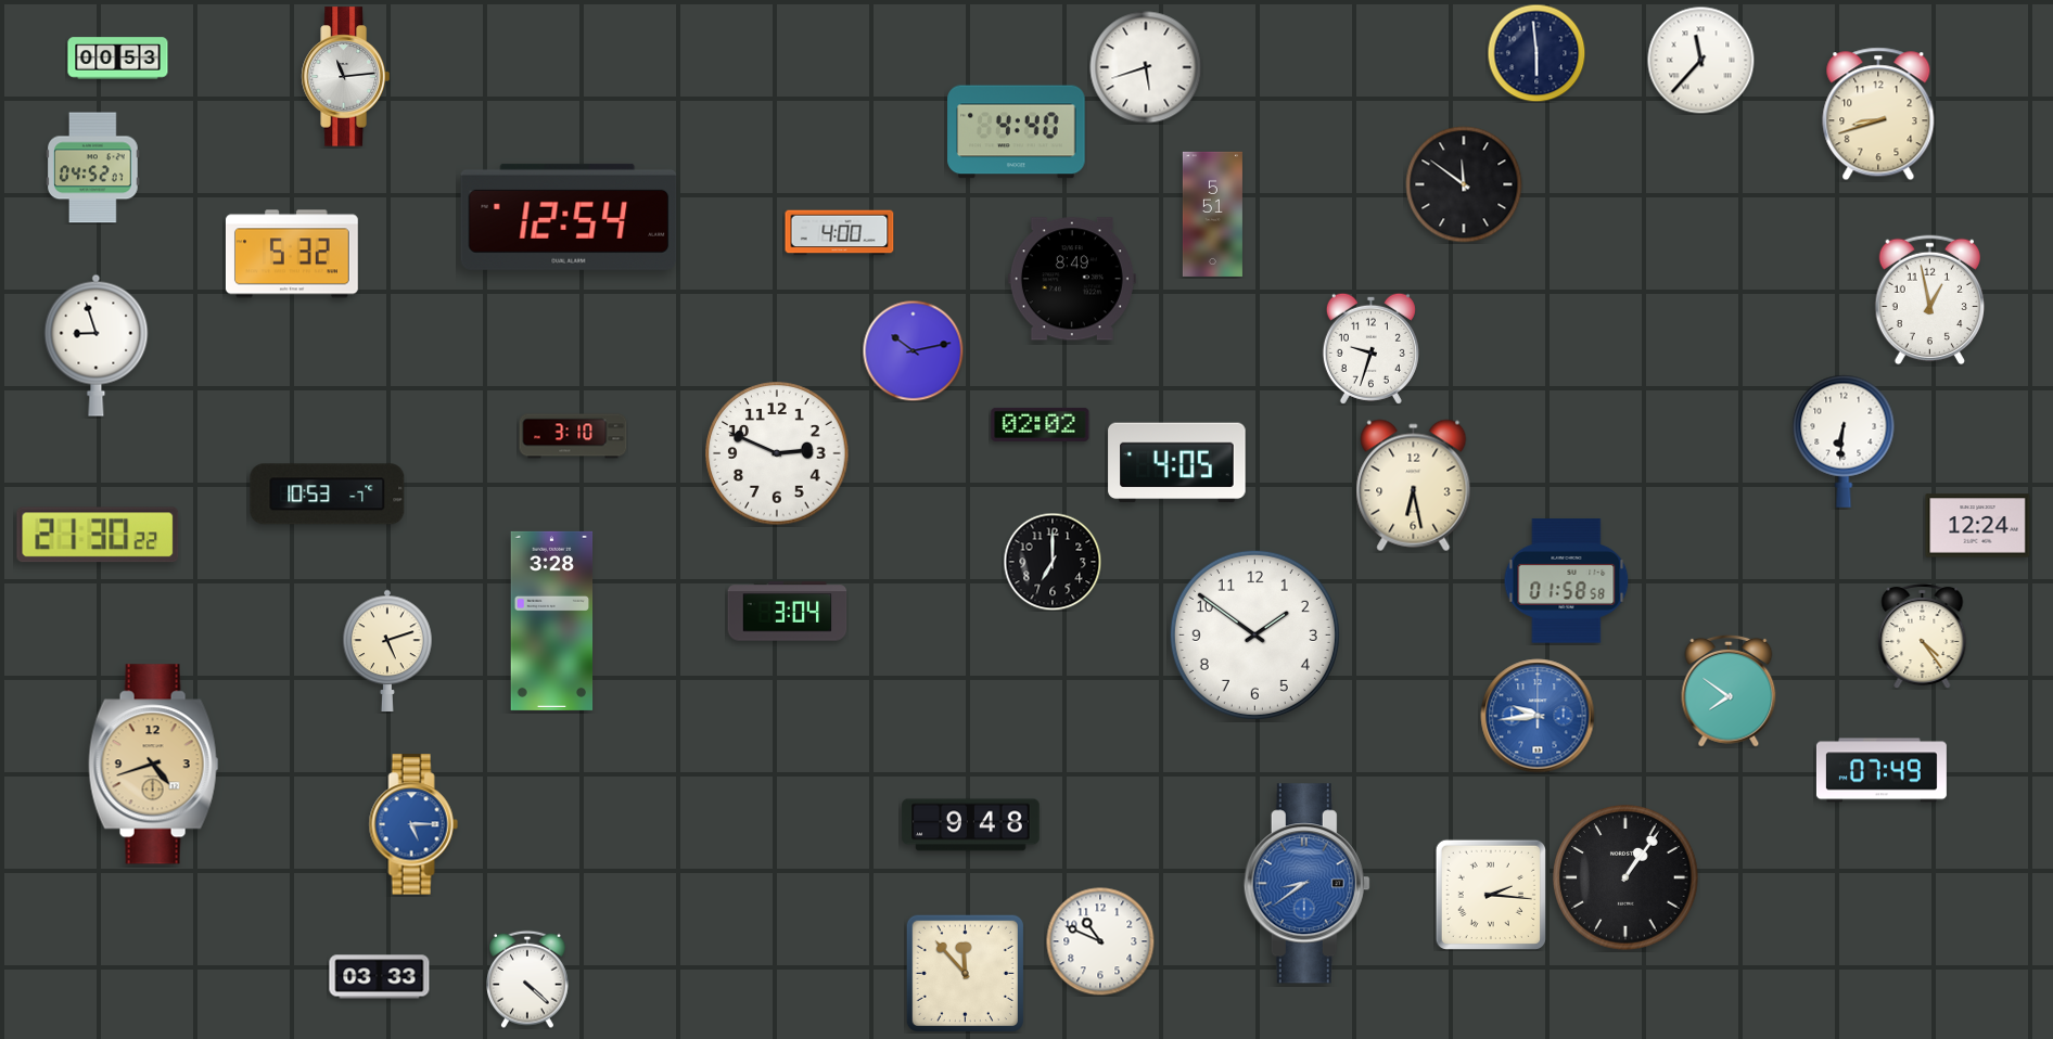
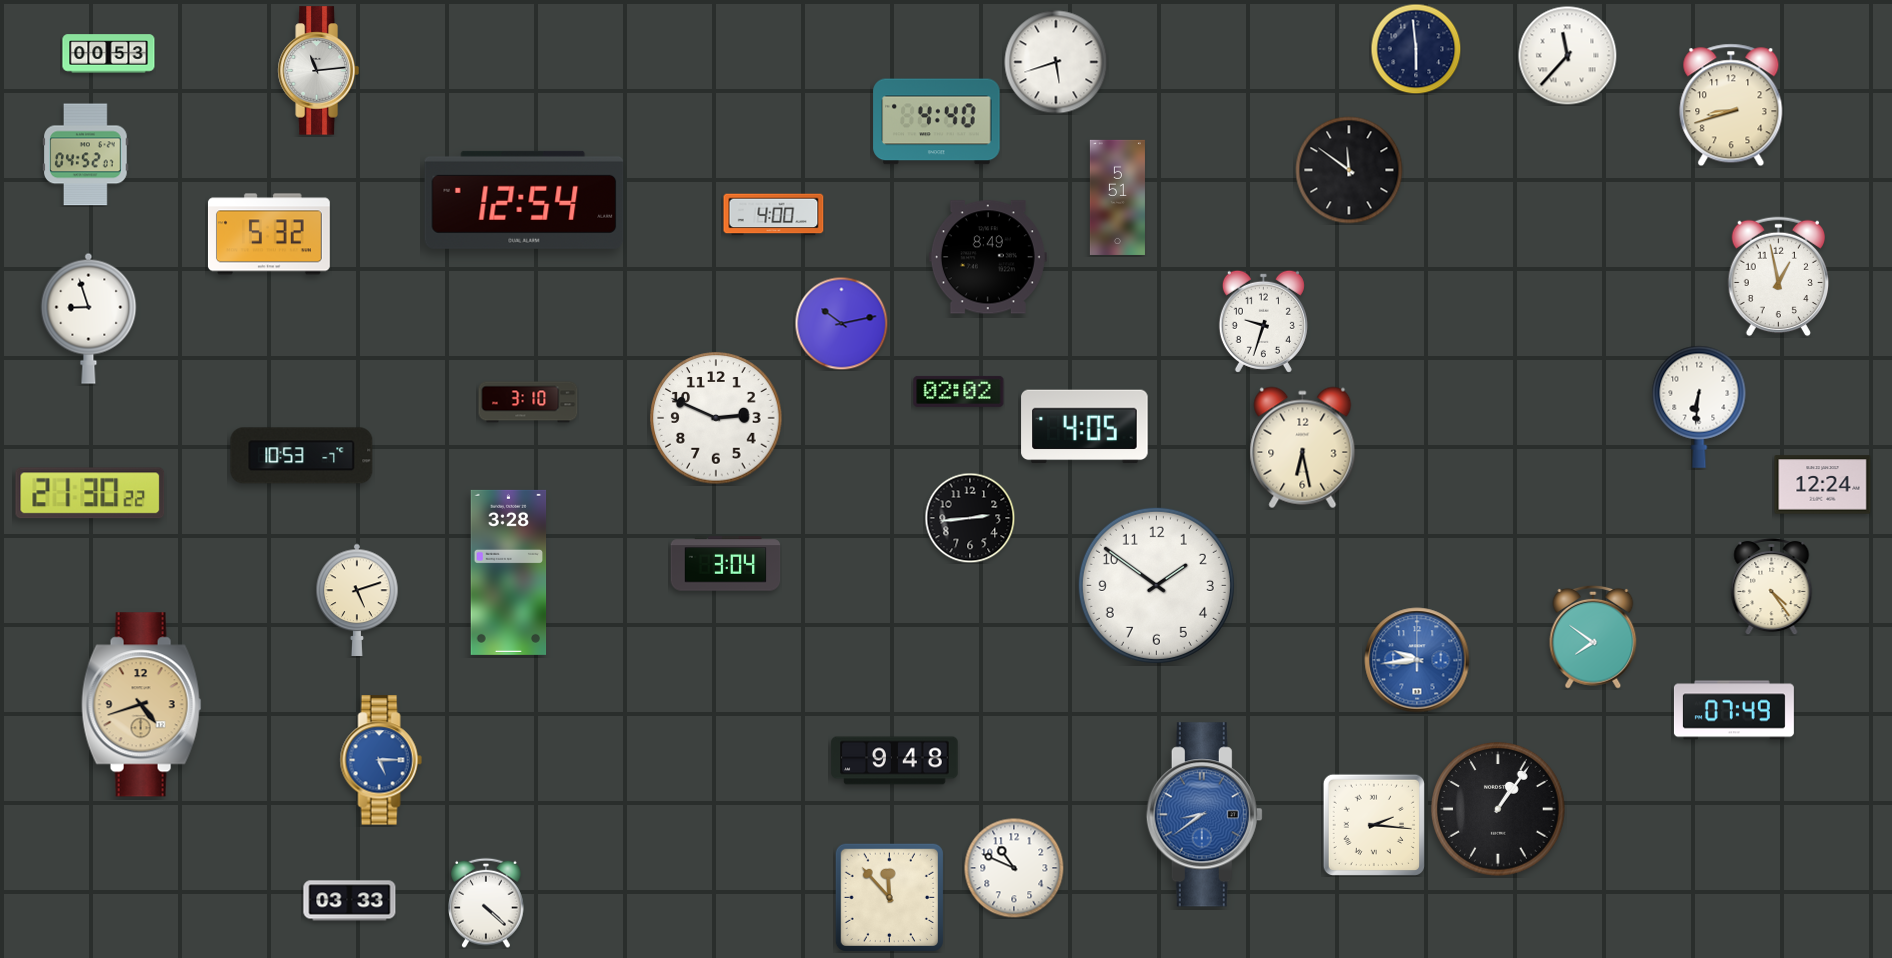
clock at (1053, 562): 7:00 -> 2:44
clock at (1567, 581): 01:58 -> none
